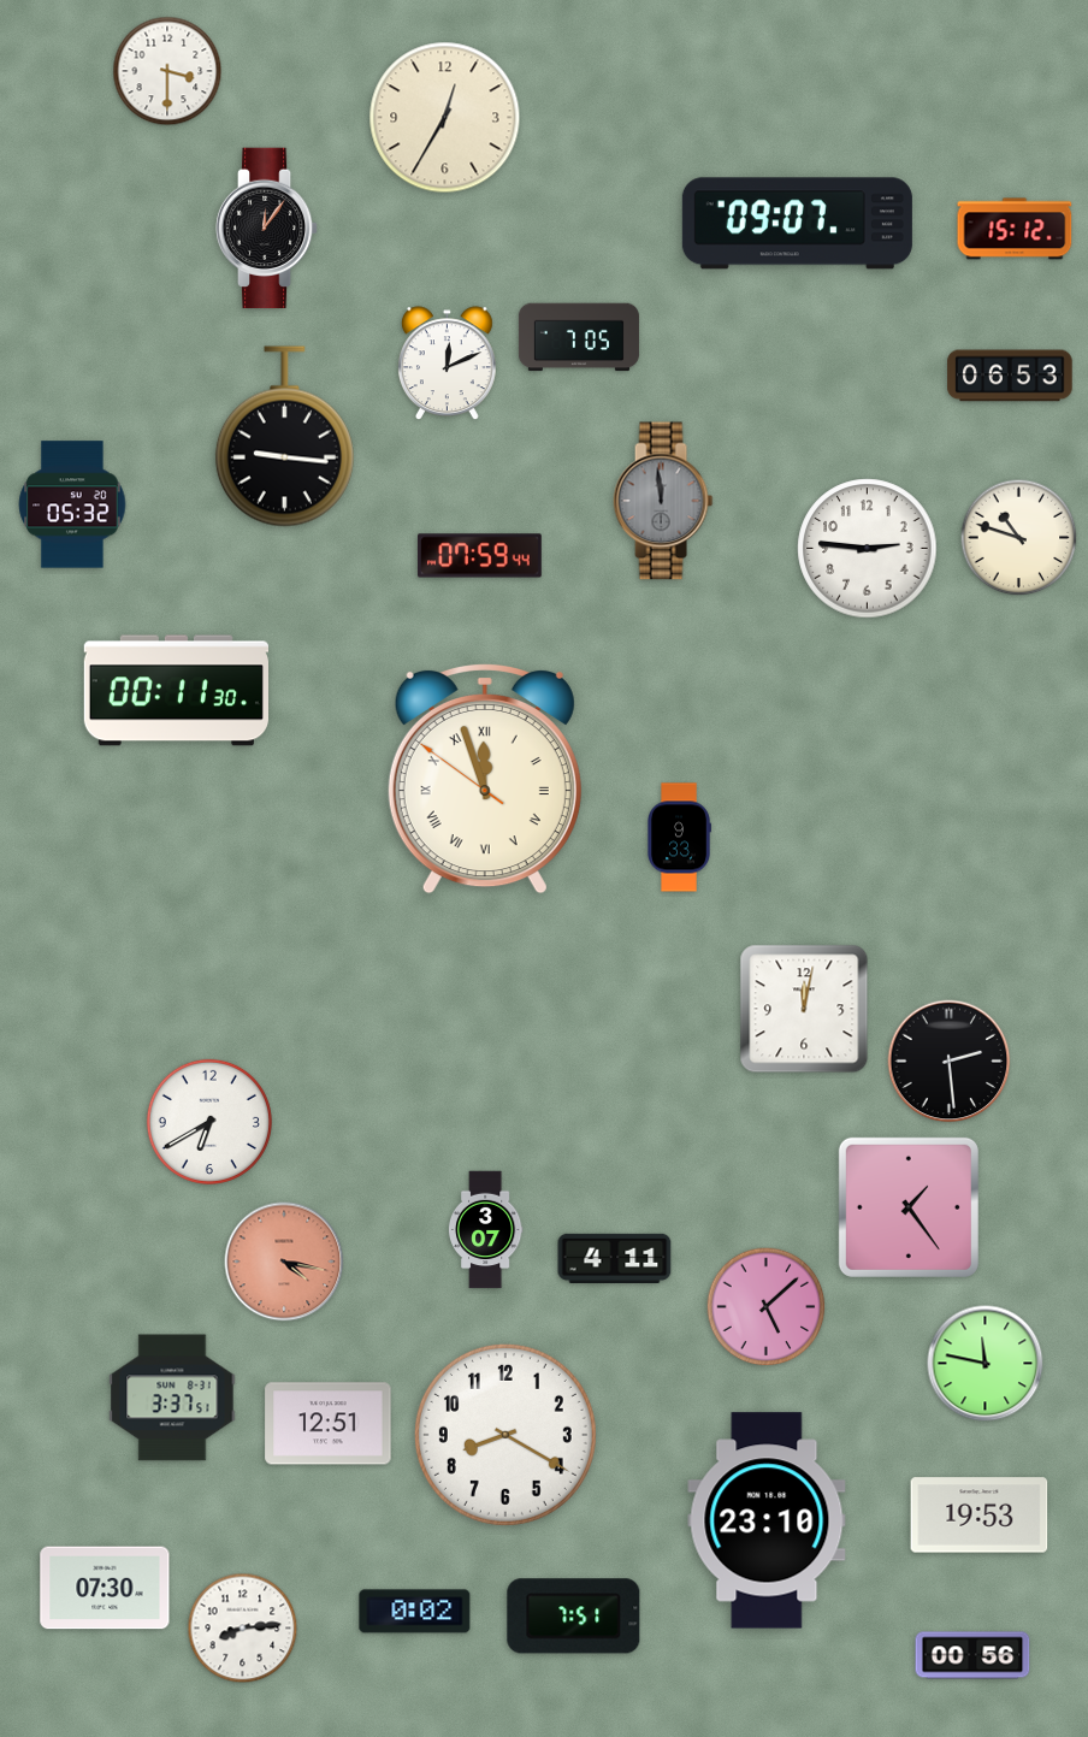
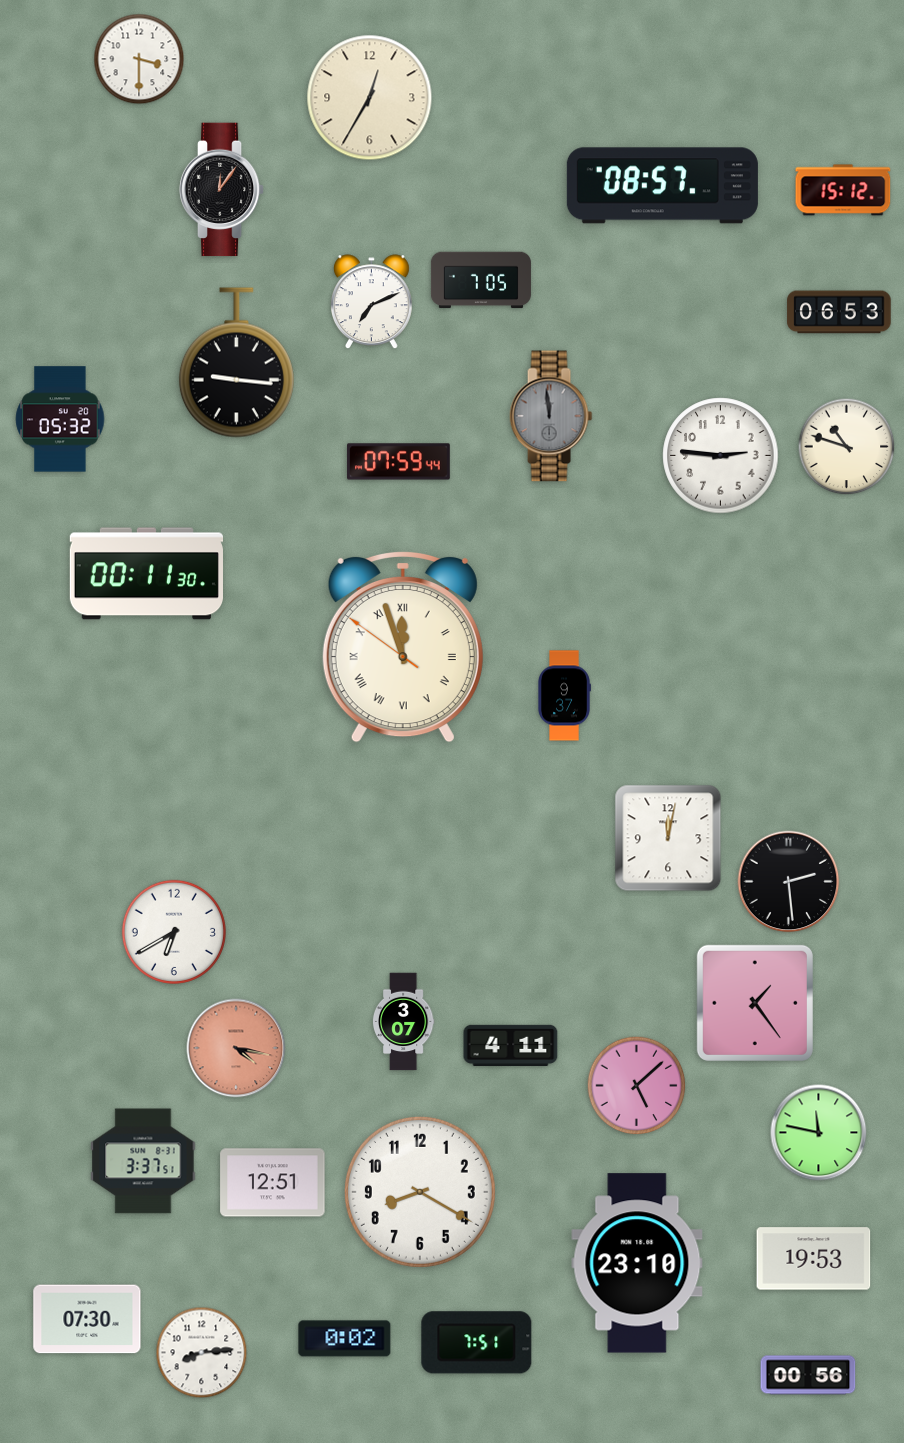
clock at (797, 224): 09:07 -> 08:57
clock at (447, 364): 12:11 -> 7:11
clock at (680, 838): 9:33 -> 9:37
